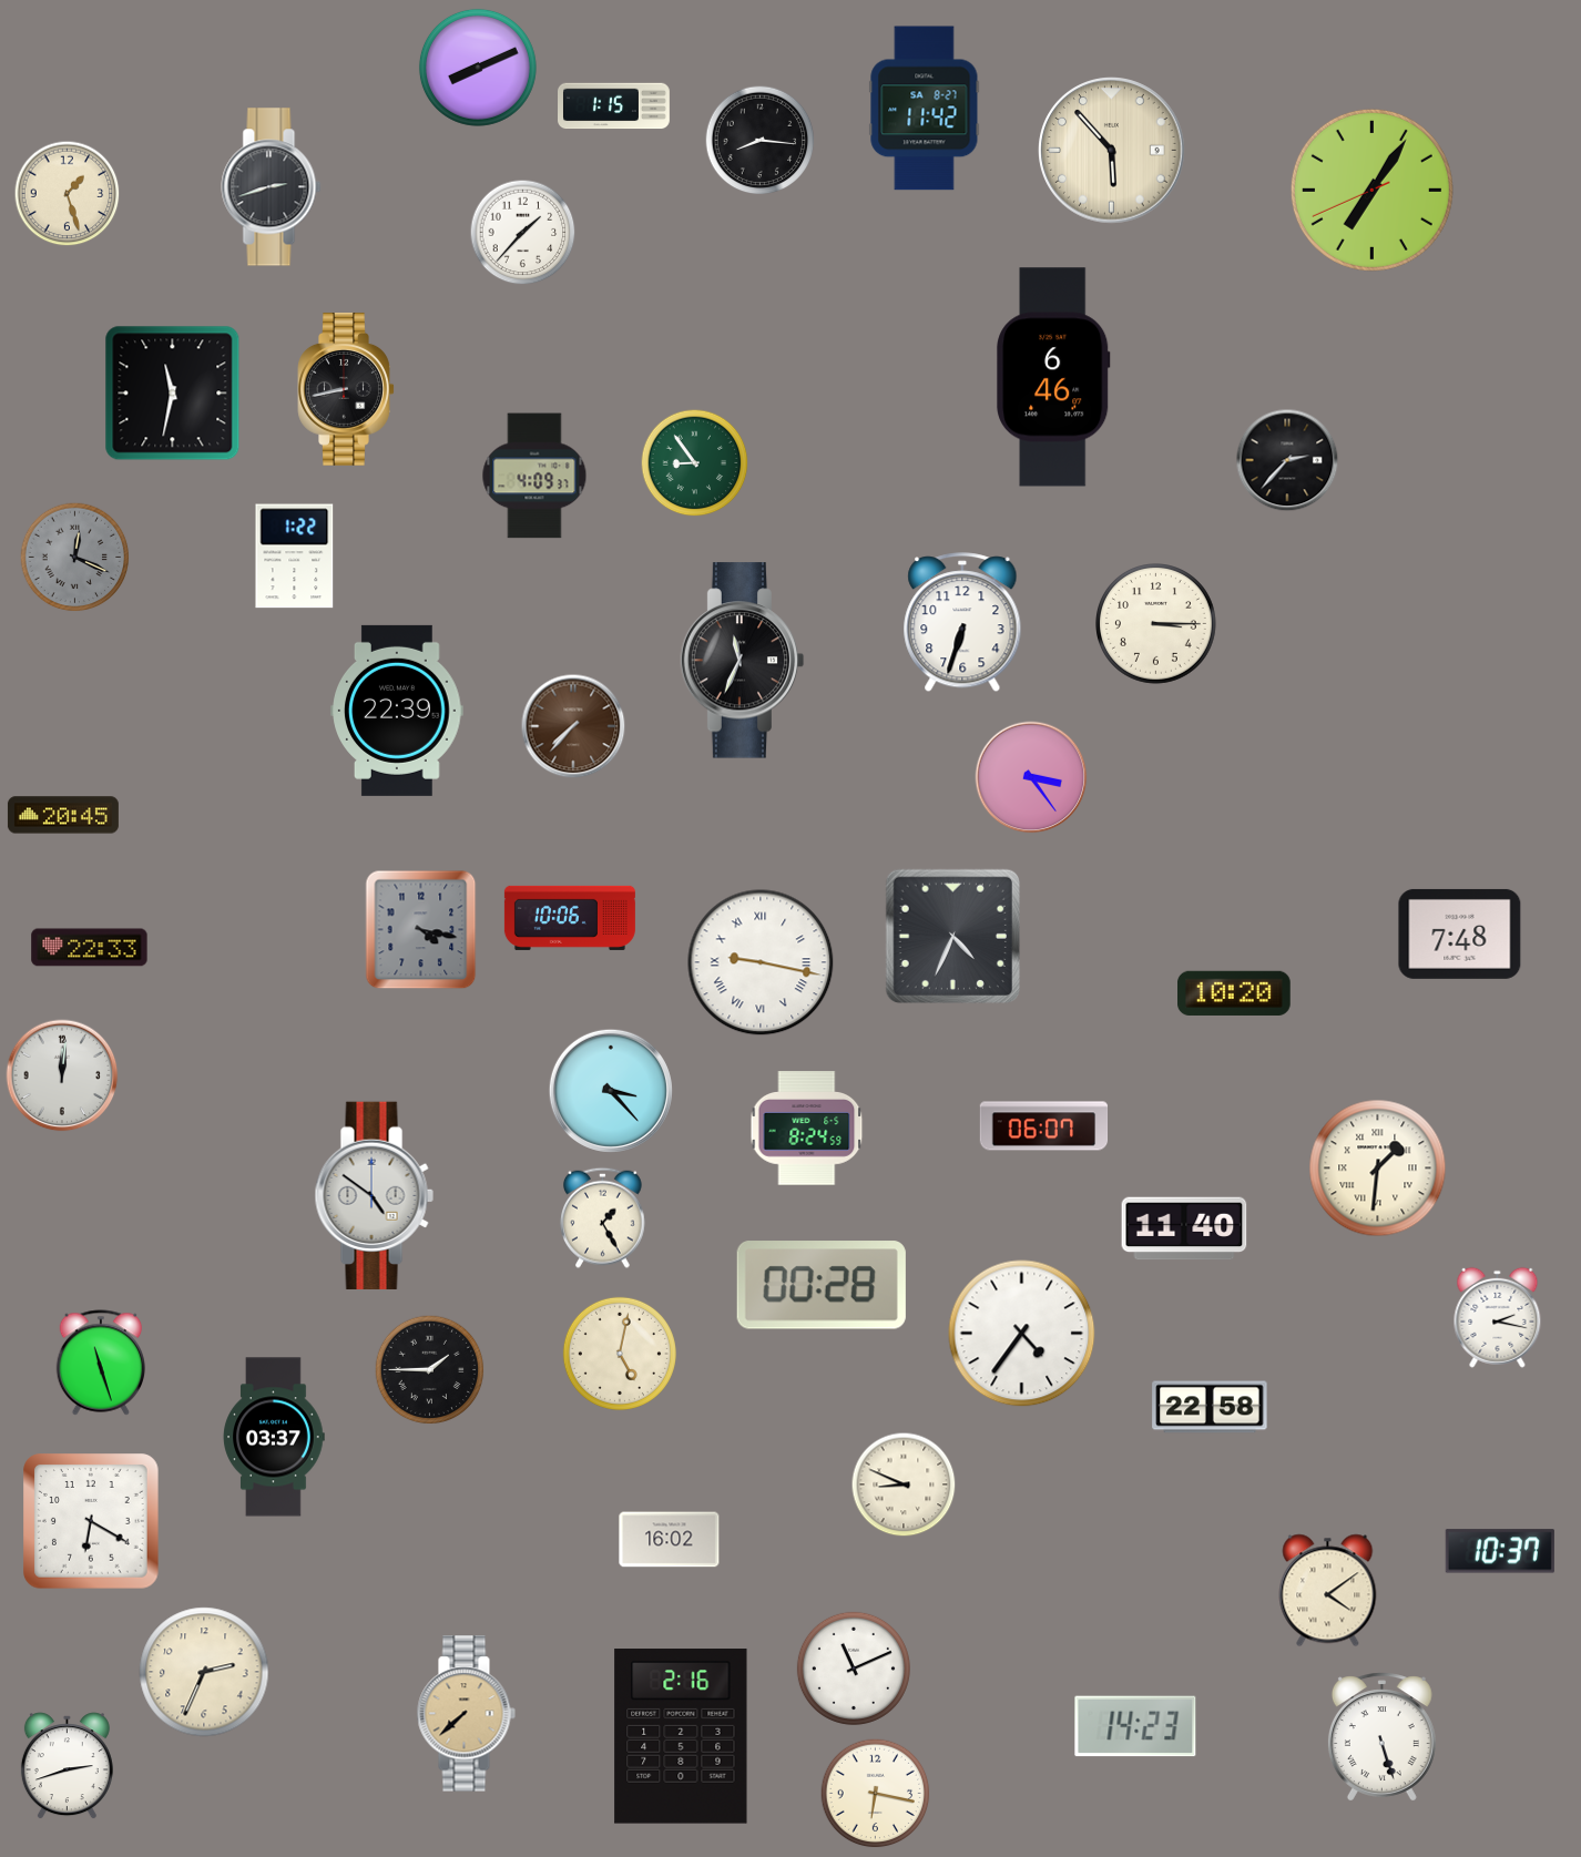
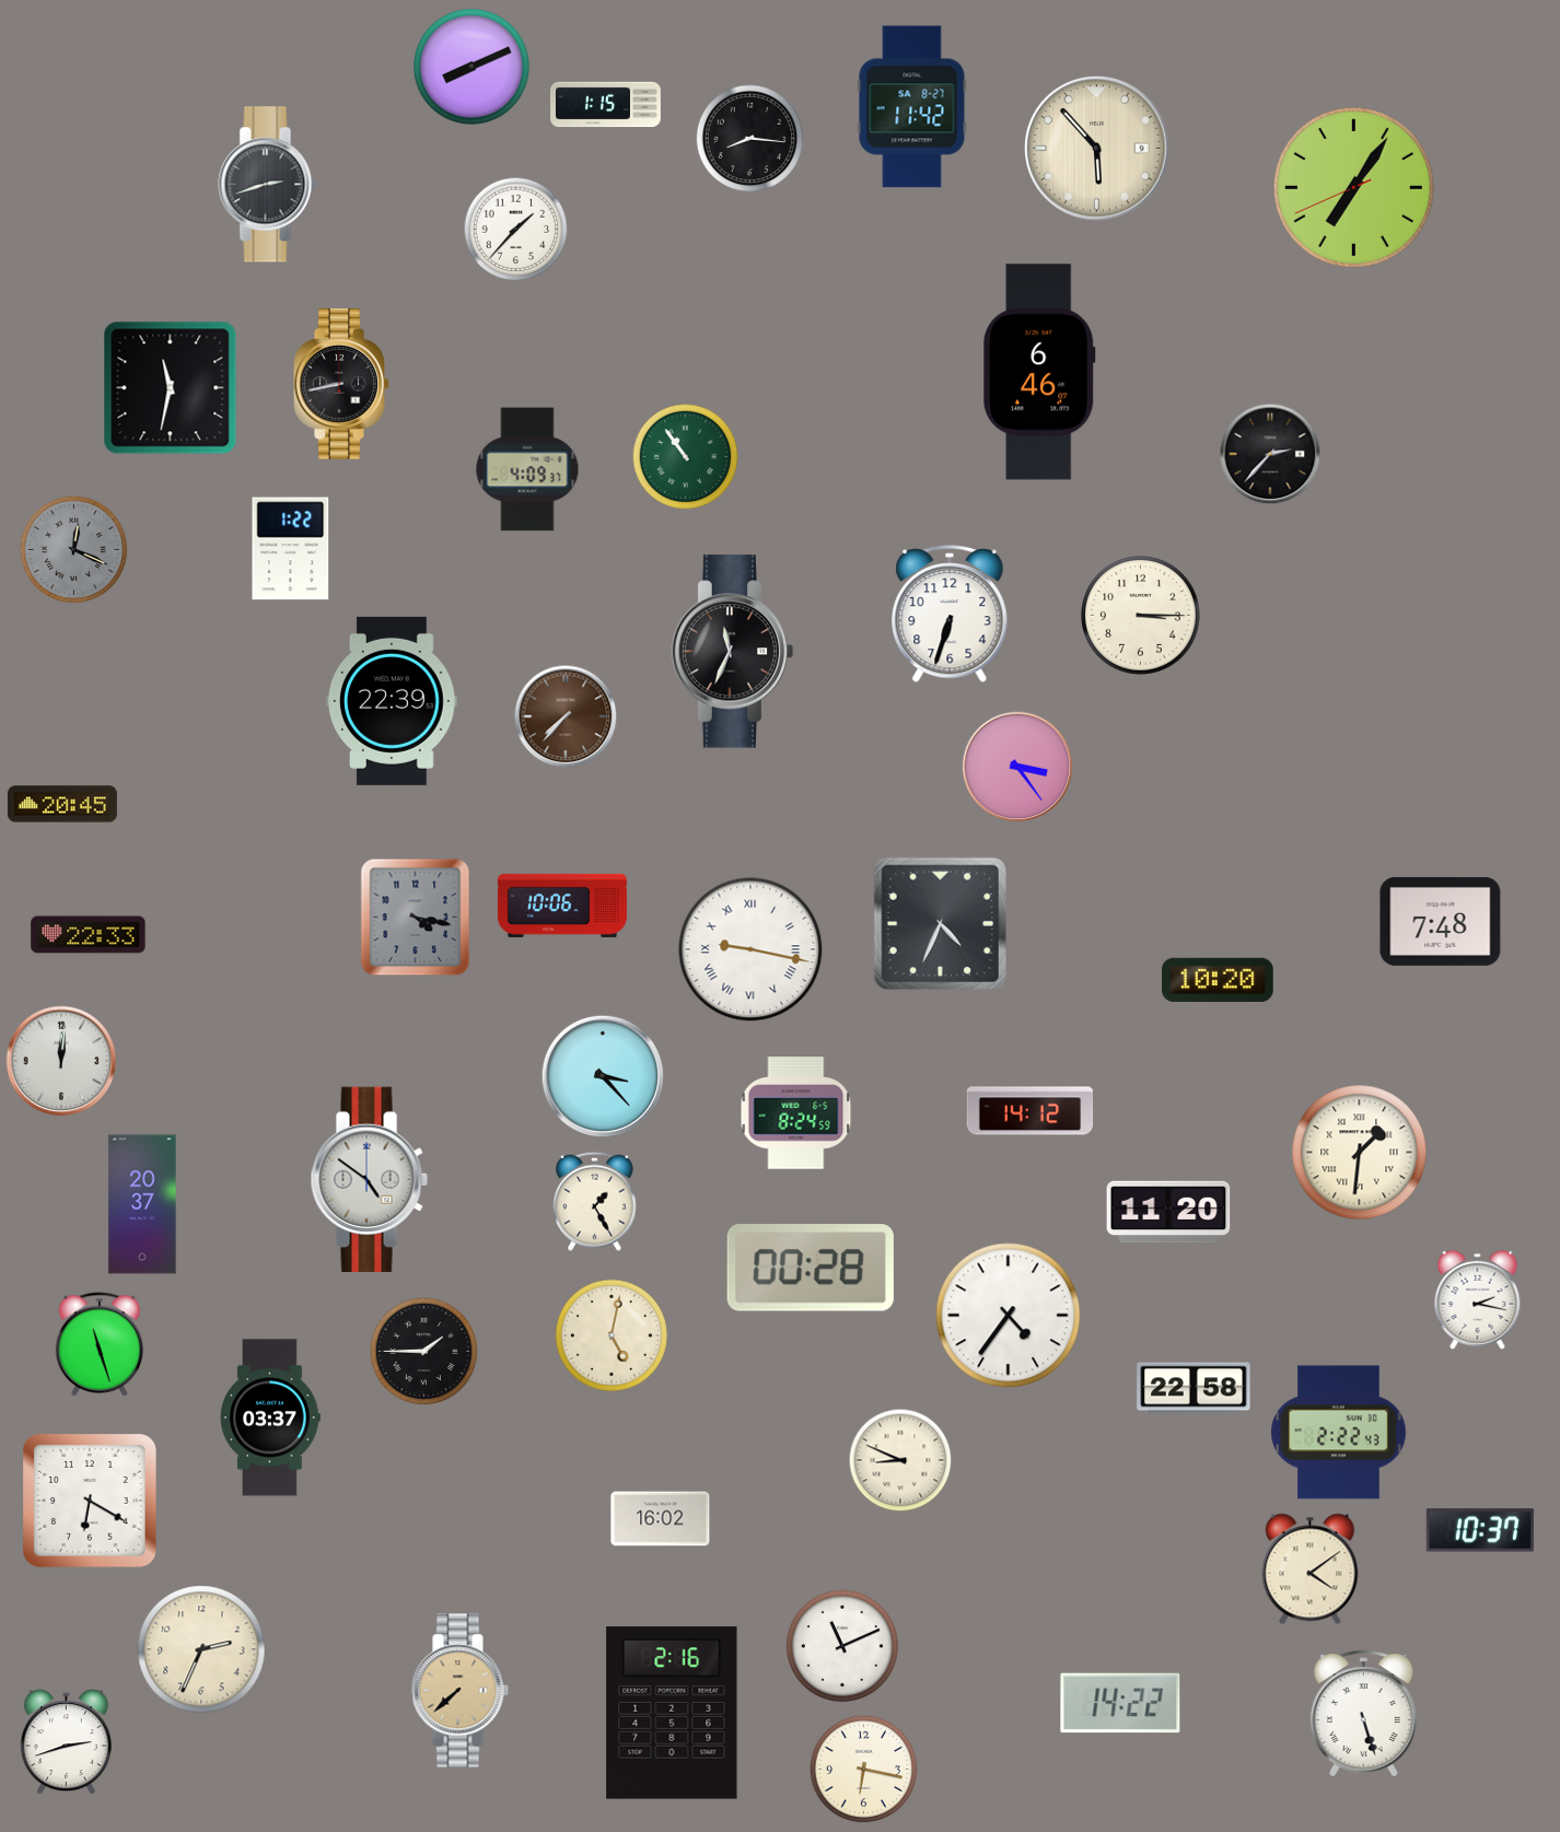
clock at (68, 194): 1:27 -> none
clock at (695, 463): 8:54 -> 10:54
clock at (1044, 1126): 06:07 -> 14:12
clock at (142, 1204): none -> 20:37
clock at (1184, 1228): 11:40 -> 11:20
clock at (1339, 1433): none -> 2:22
clock at (904, 1484) position: (904, 1484) -> (900, 1460)
clock at (1135, 1726): 14:23 -> 14:22
